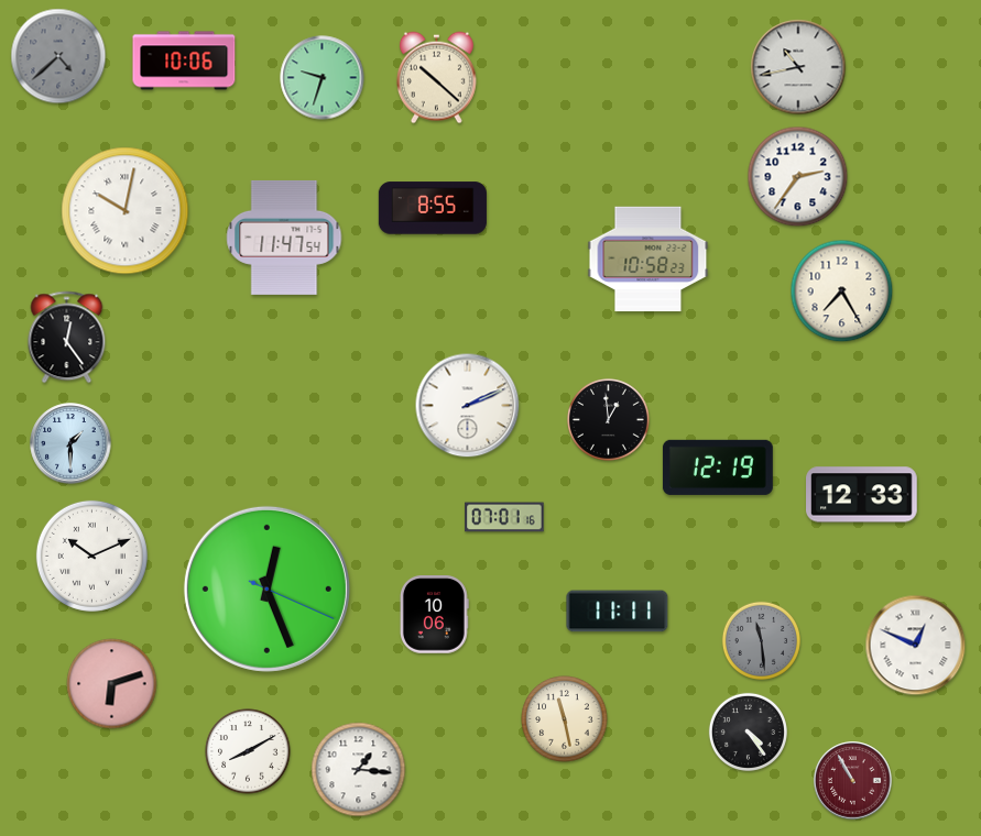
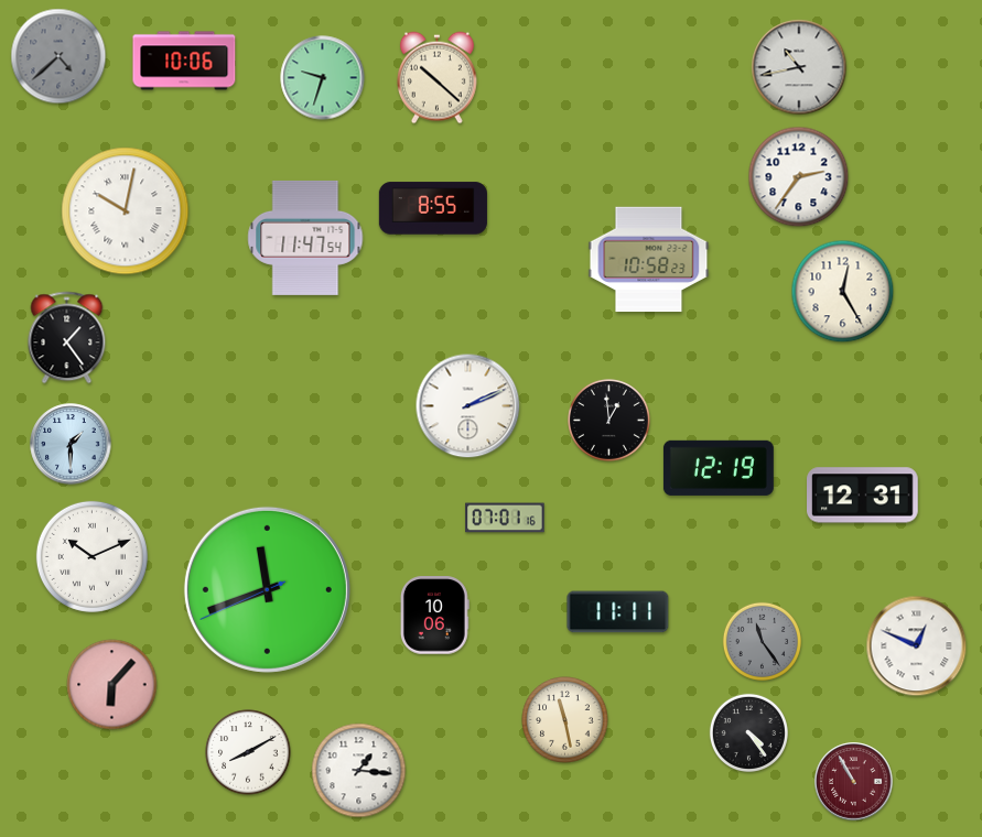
clock at (284, 238) position: (284, 238) -> (305, 238)
clock at (842, 291): 7:25 -> 12:25
clock at (67, 338): 12:24 -> 1:24
clock at (862, 495): 12:33 -> 12:31
clock at (266, 588): 12:26 -> 11:41
clock at (761, 640): 11:29 -> 11:24
clock at (112, 684): 6:12 -> 6:07
